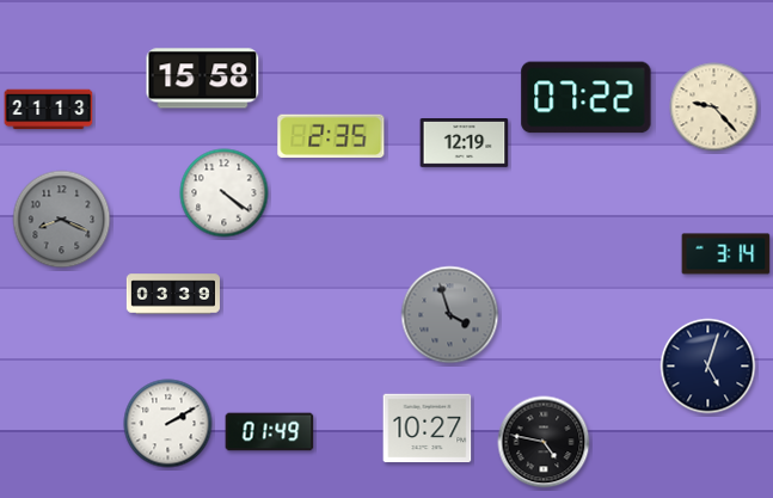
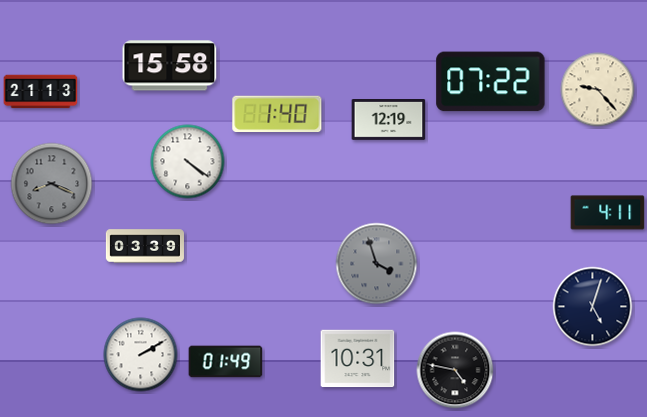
clock at (331, 135): 2:35 -> 1:40
clock at (726, 254): 3:14 -> 4:11
clock at (428, 429): 10:27 -> 10:31
